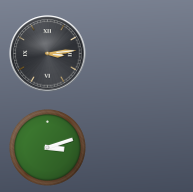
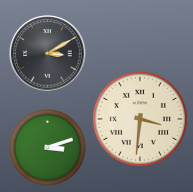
clock at (48, 54): 3:14 -> 3:10
clock at (140, 119): none -> 3:31
